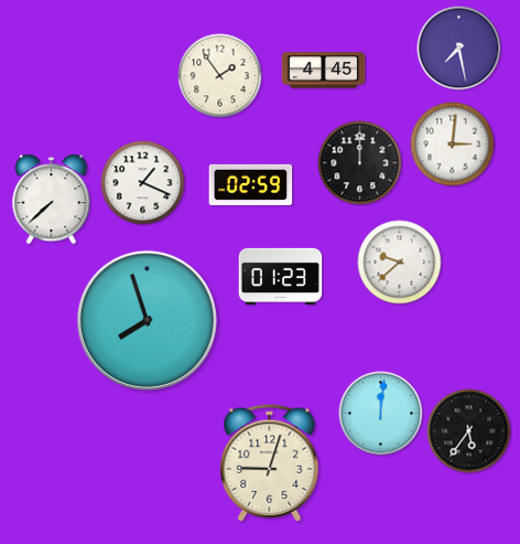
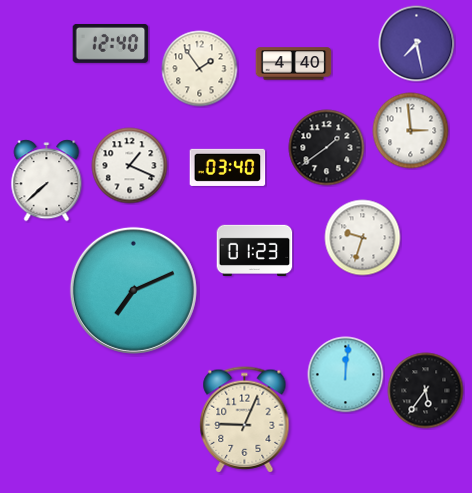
clock at (111, 43): none -> 12:40
clock at (324, 71): 4:45 -> 4:40
clock at (453, 145): 3:01 -> 2:59
clock at (360, 163): 12:00 -> 1:39
clock at (251, 184): 02:59 -> 03:40
clock at (400, 263): 9:38 -> 9:33
clock at (147, 320): 7:57 -> 7:11
clock at (270, 463): 9:03 -> 9:04
